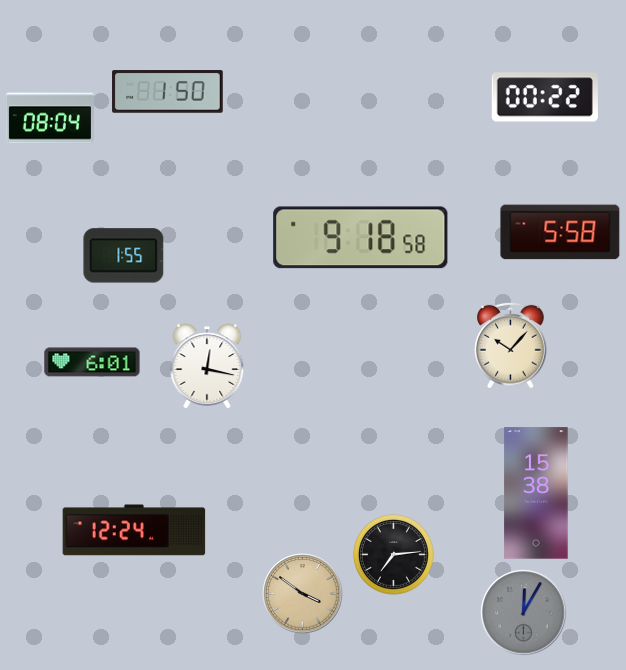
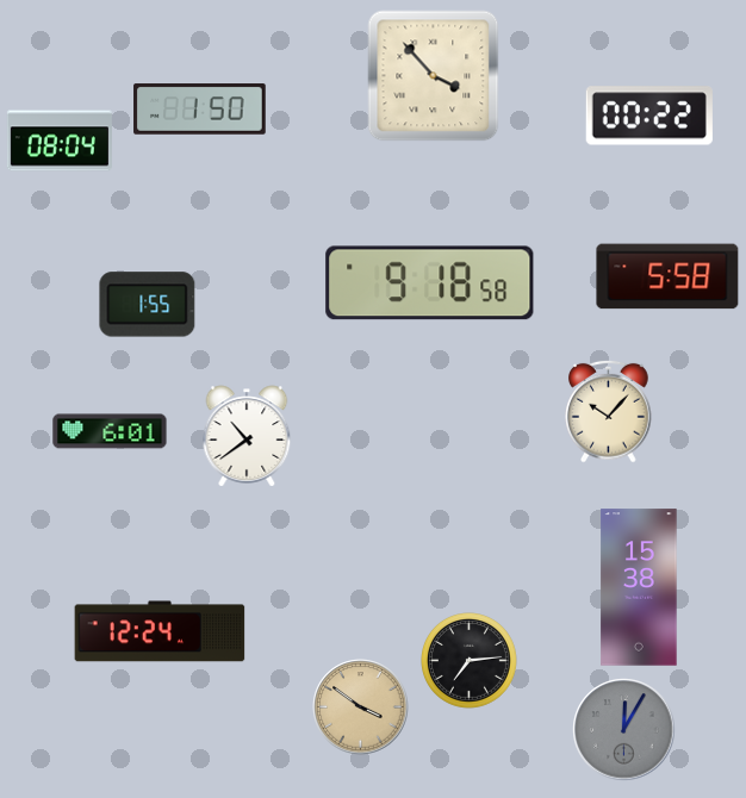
clock at (434, 76): none -> 3:53
clock at (207, 366): 12:17 -> 10:39
